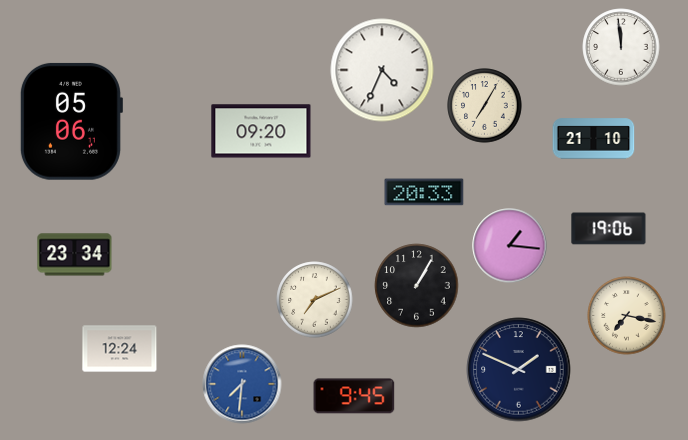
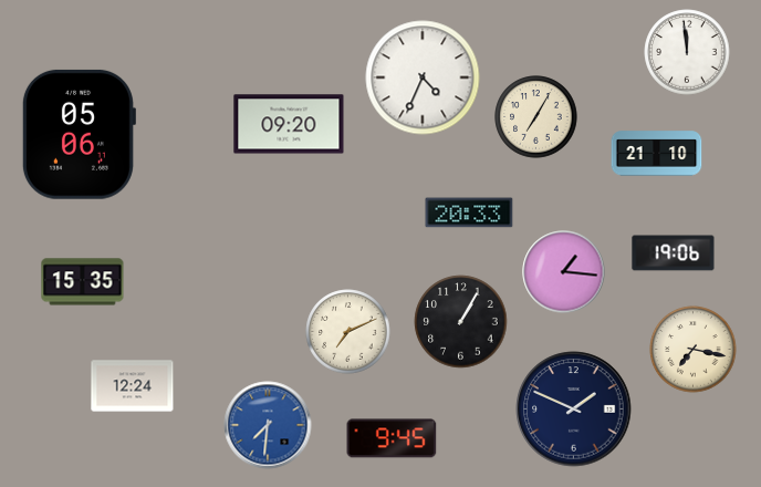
clock at (261, 131) position: (261, 131) -> (289, 124)
clock at (75, 255): 23:34 -> 15:35
clock at (417, 286) position: (417, 286) -> (461, 322)
